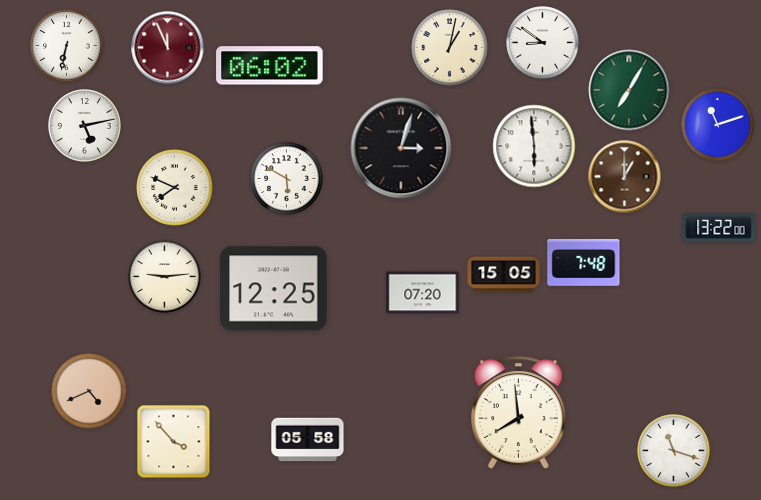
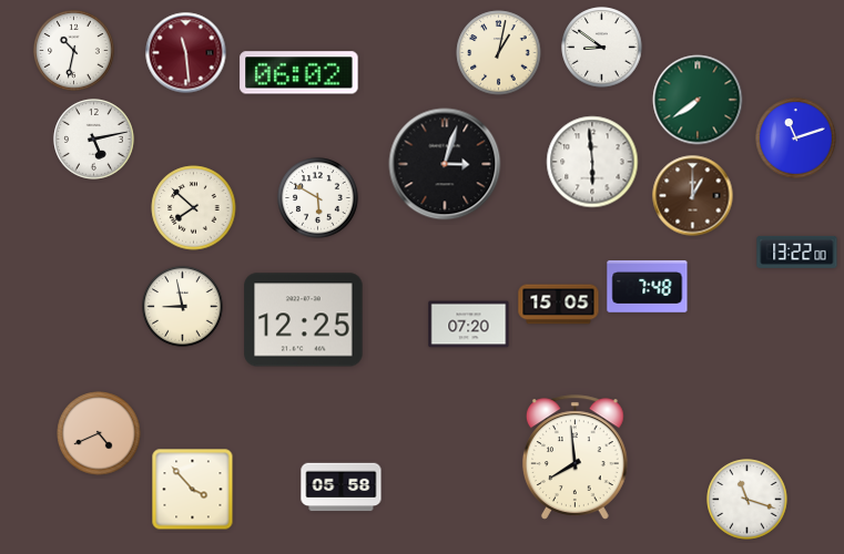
clock at (67, 46): 6:32 -> 10:32
clock at (168, 48): 11:56 -> 11:29
clock at (629, 90): 7:05 -> 7:39
clock at (175, 188): 7:49 -> 7:52
clock at (584, 262) position: (584, 262) -> (648, 286)
clock at (165, 277): 9:14 -> 8:58
